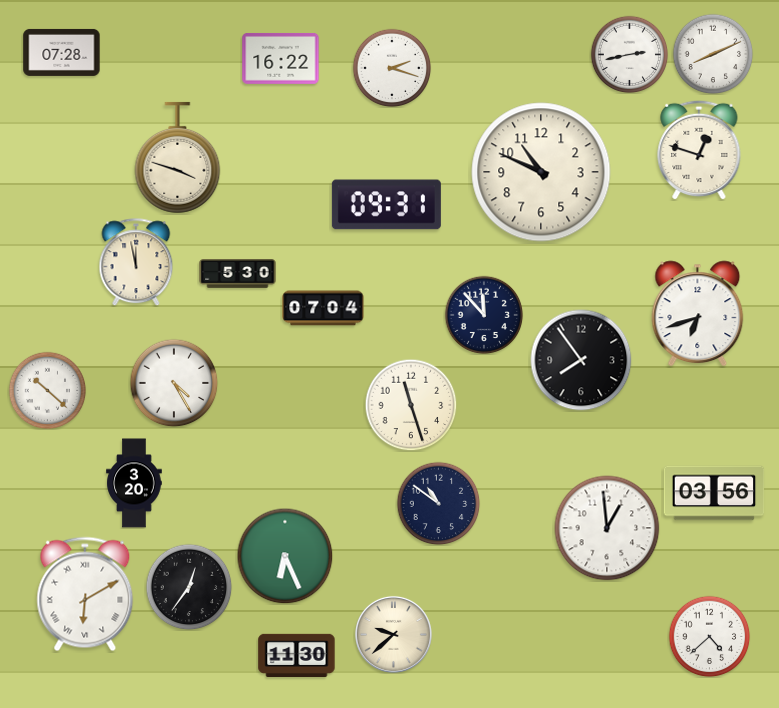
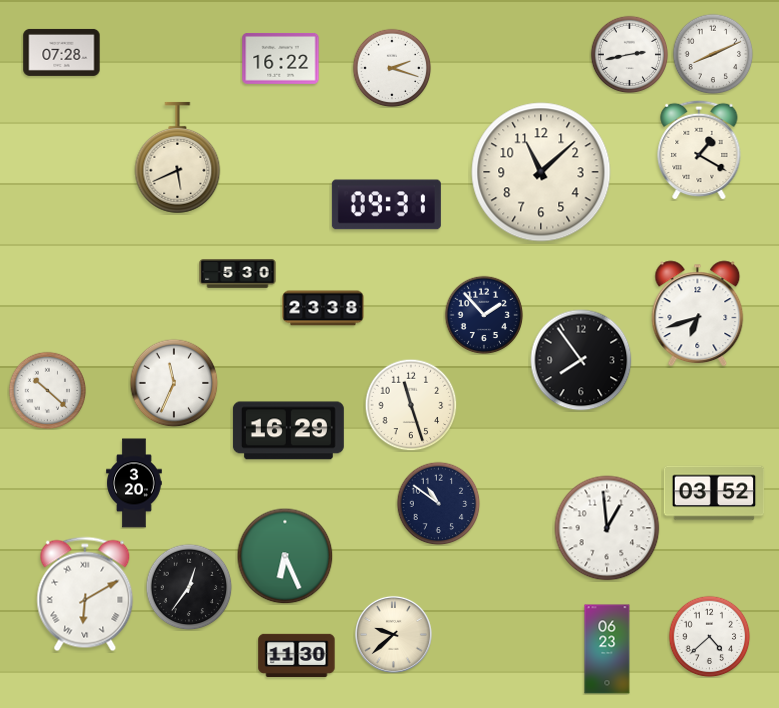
clock at (699, 150): 12:48 -> 1:20
clock at (178, 158): 3:48 -> 5:41
clock at (541, 172): 10:49 -> 11:08
clock at (136, 262): 11:58 -> none
clock at (323, 308): 07:04 -> 23:38
clock at (484, 315): 11:53 -> 1:53
clock at (174, 383): 4:25 -> 11:34
clock at (288, 431): none -> 16:29
clock at (714, 493): 03:56 -> 03:52
clock at (607, 649): none -> 06:23
